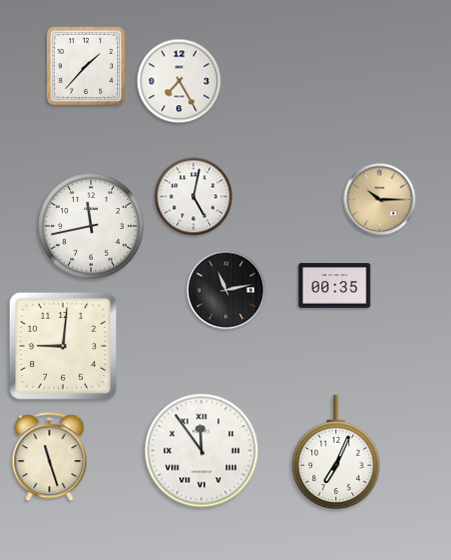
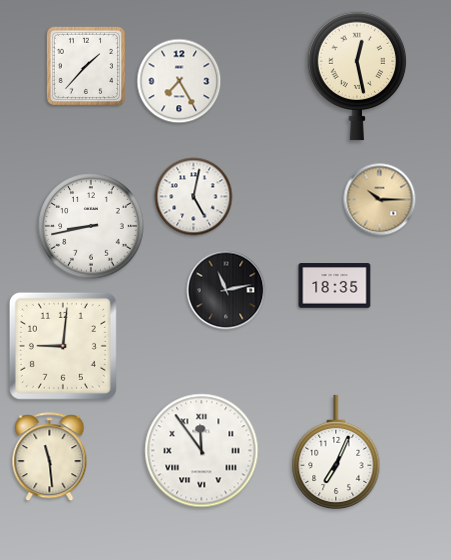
clock at (357, 76): none -> 12:28
clock at (91, 226): 11:43 -> 8:43
clock at (335, 286): 00:35 -> 18:35
clock at (50, 457): 11:27 -> 11:29
